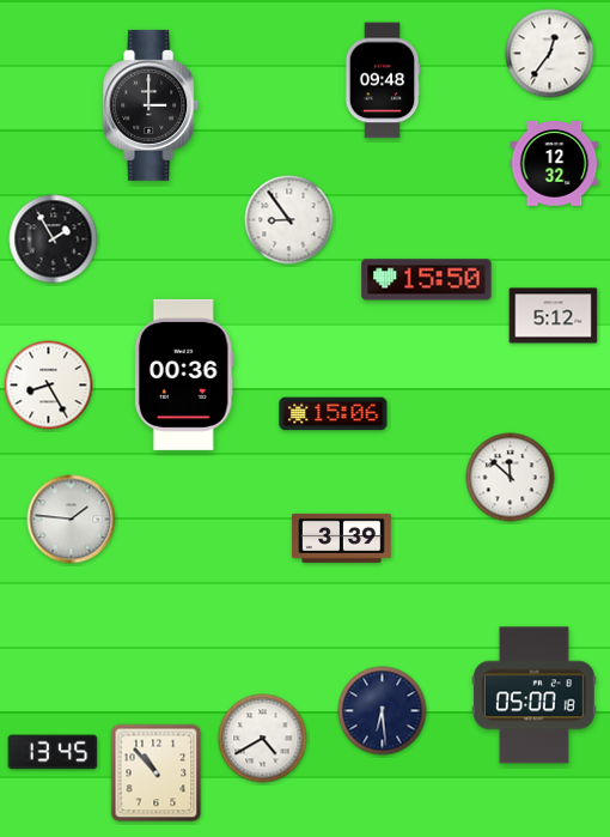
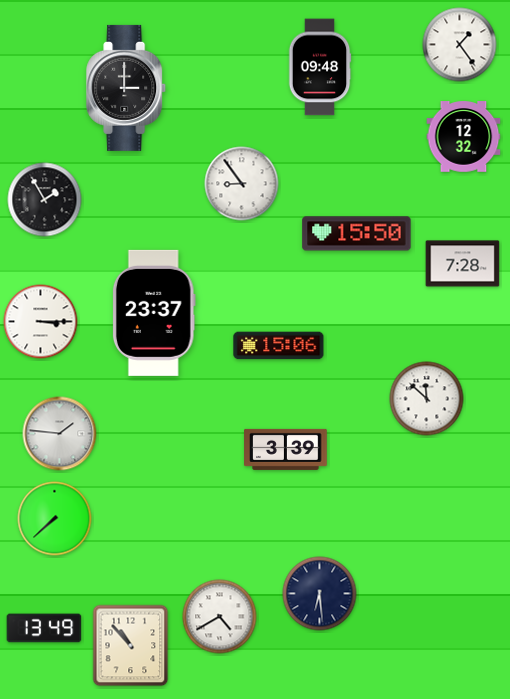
clock at (550, 54): 12:36 -> 1:24
clock at (554, 316): 5:12 -> 7:28
clock at (184, 375): 00:36 -> 23:37
clock at (49, 386): 8:25 -> 3:15
clock at (55, 519): none -> 7:38
clock at (533, 696): 05:00 -> none
clock at (53, 752): 13:45 -> 13:49
